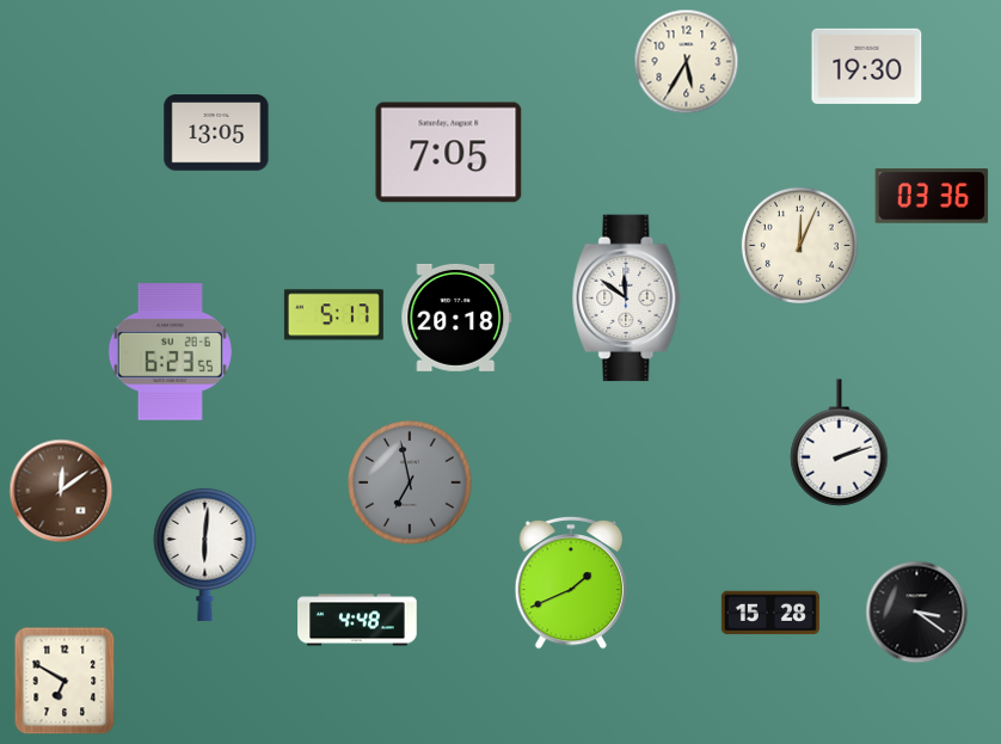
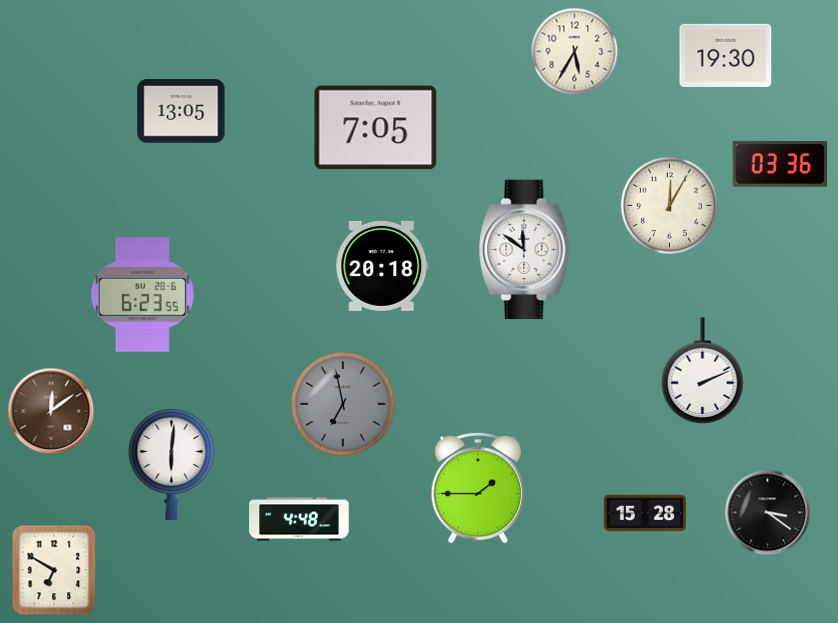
clock at (799, 245): 12:04 -> 12:05
clock at (333, 315): 5:17 -> none
clock at (840, 443): 2:12 -> 2:11
clock at (571, 583): 1:41 -> 1:45
